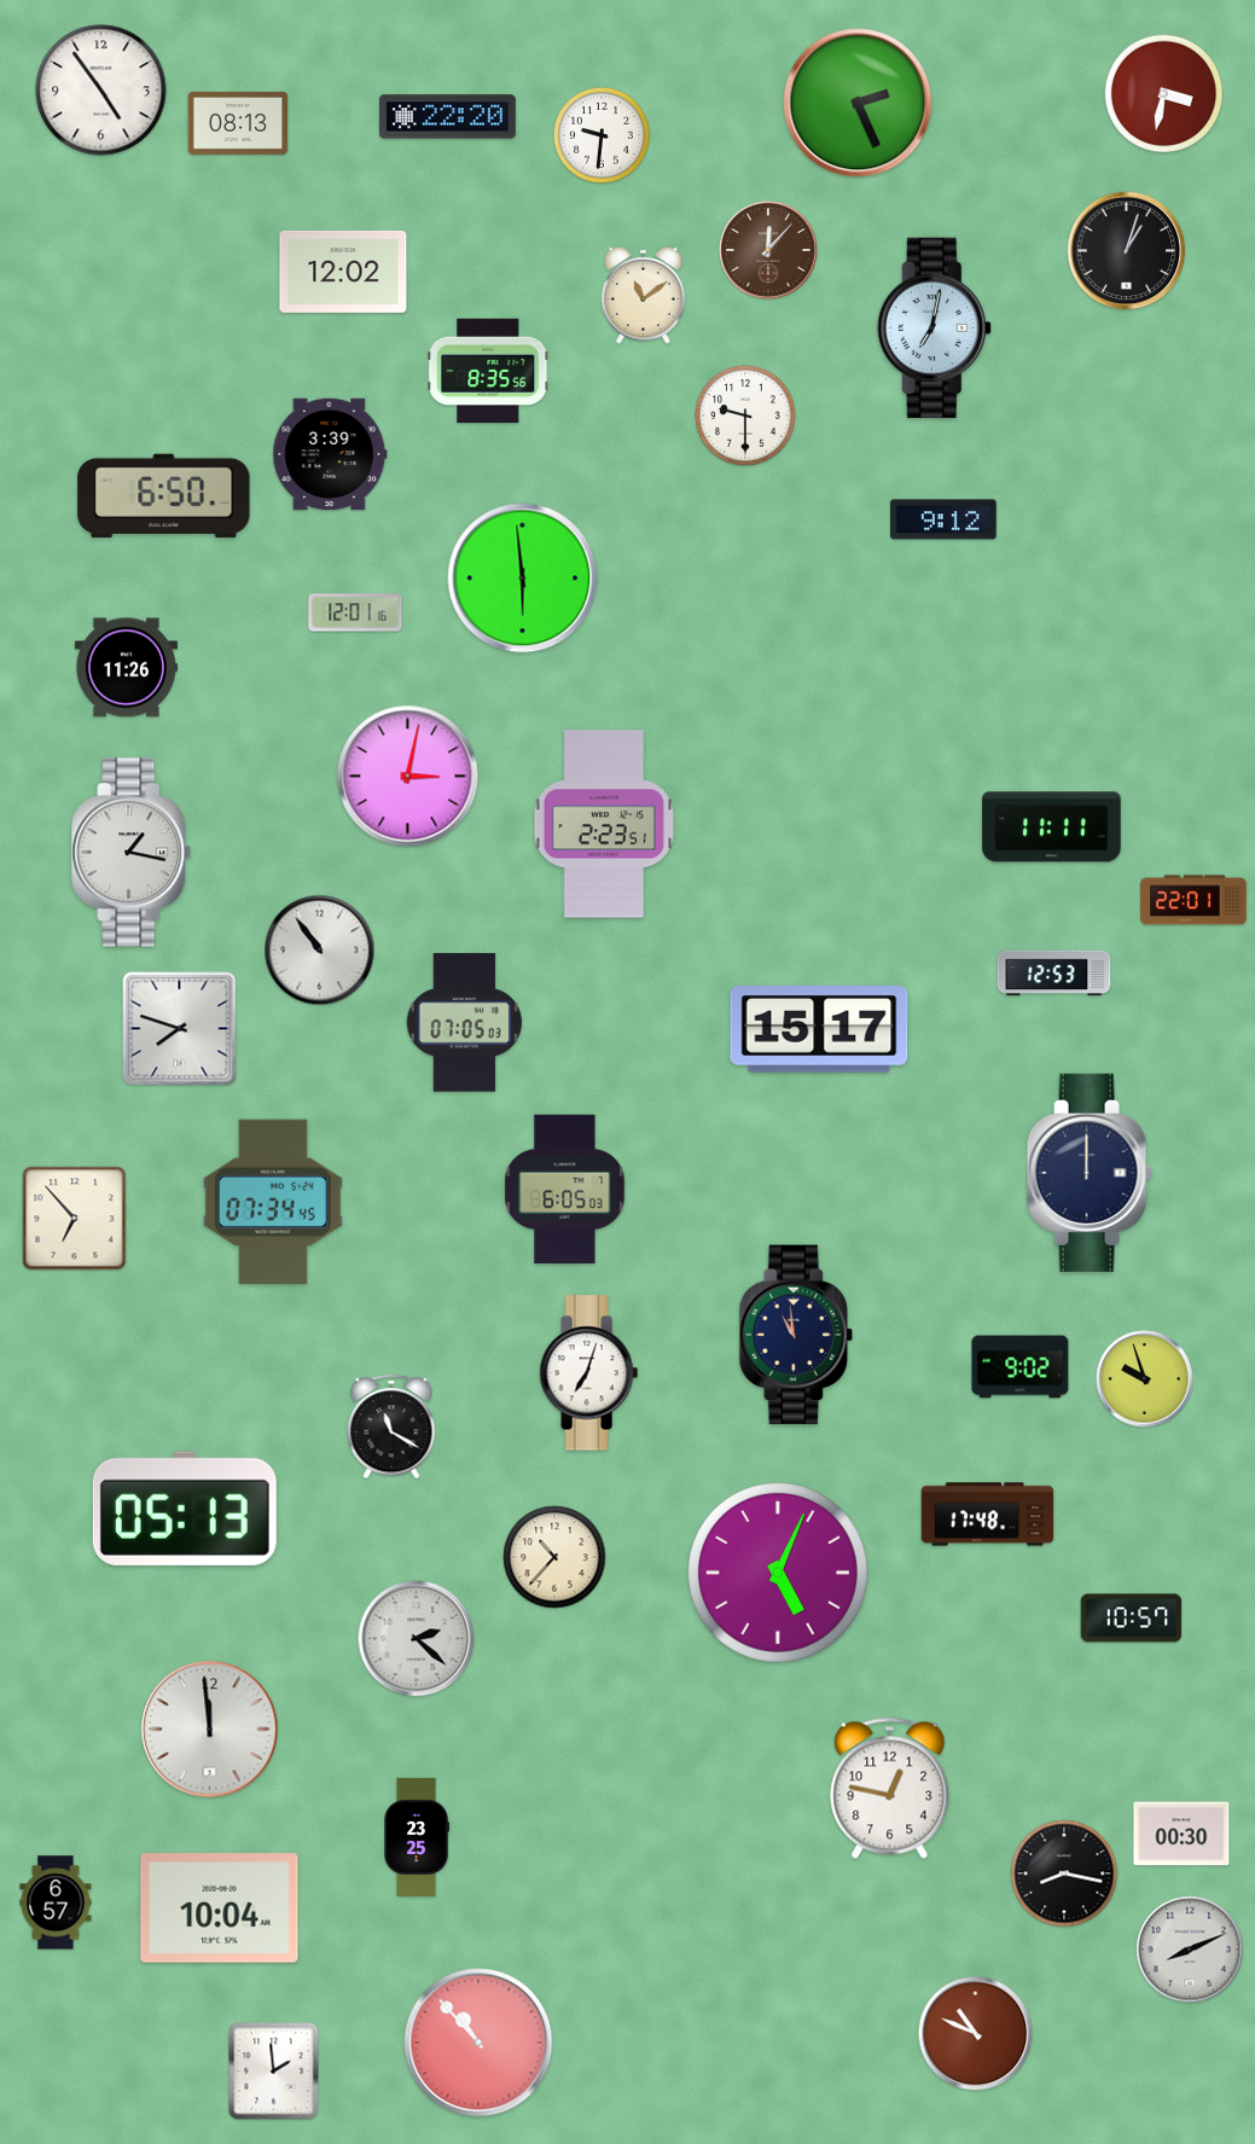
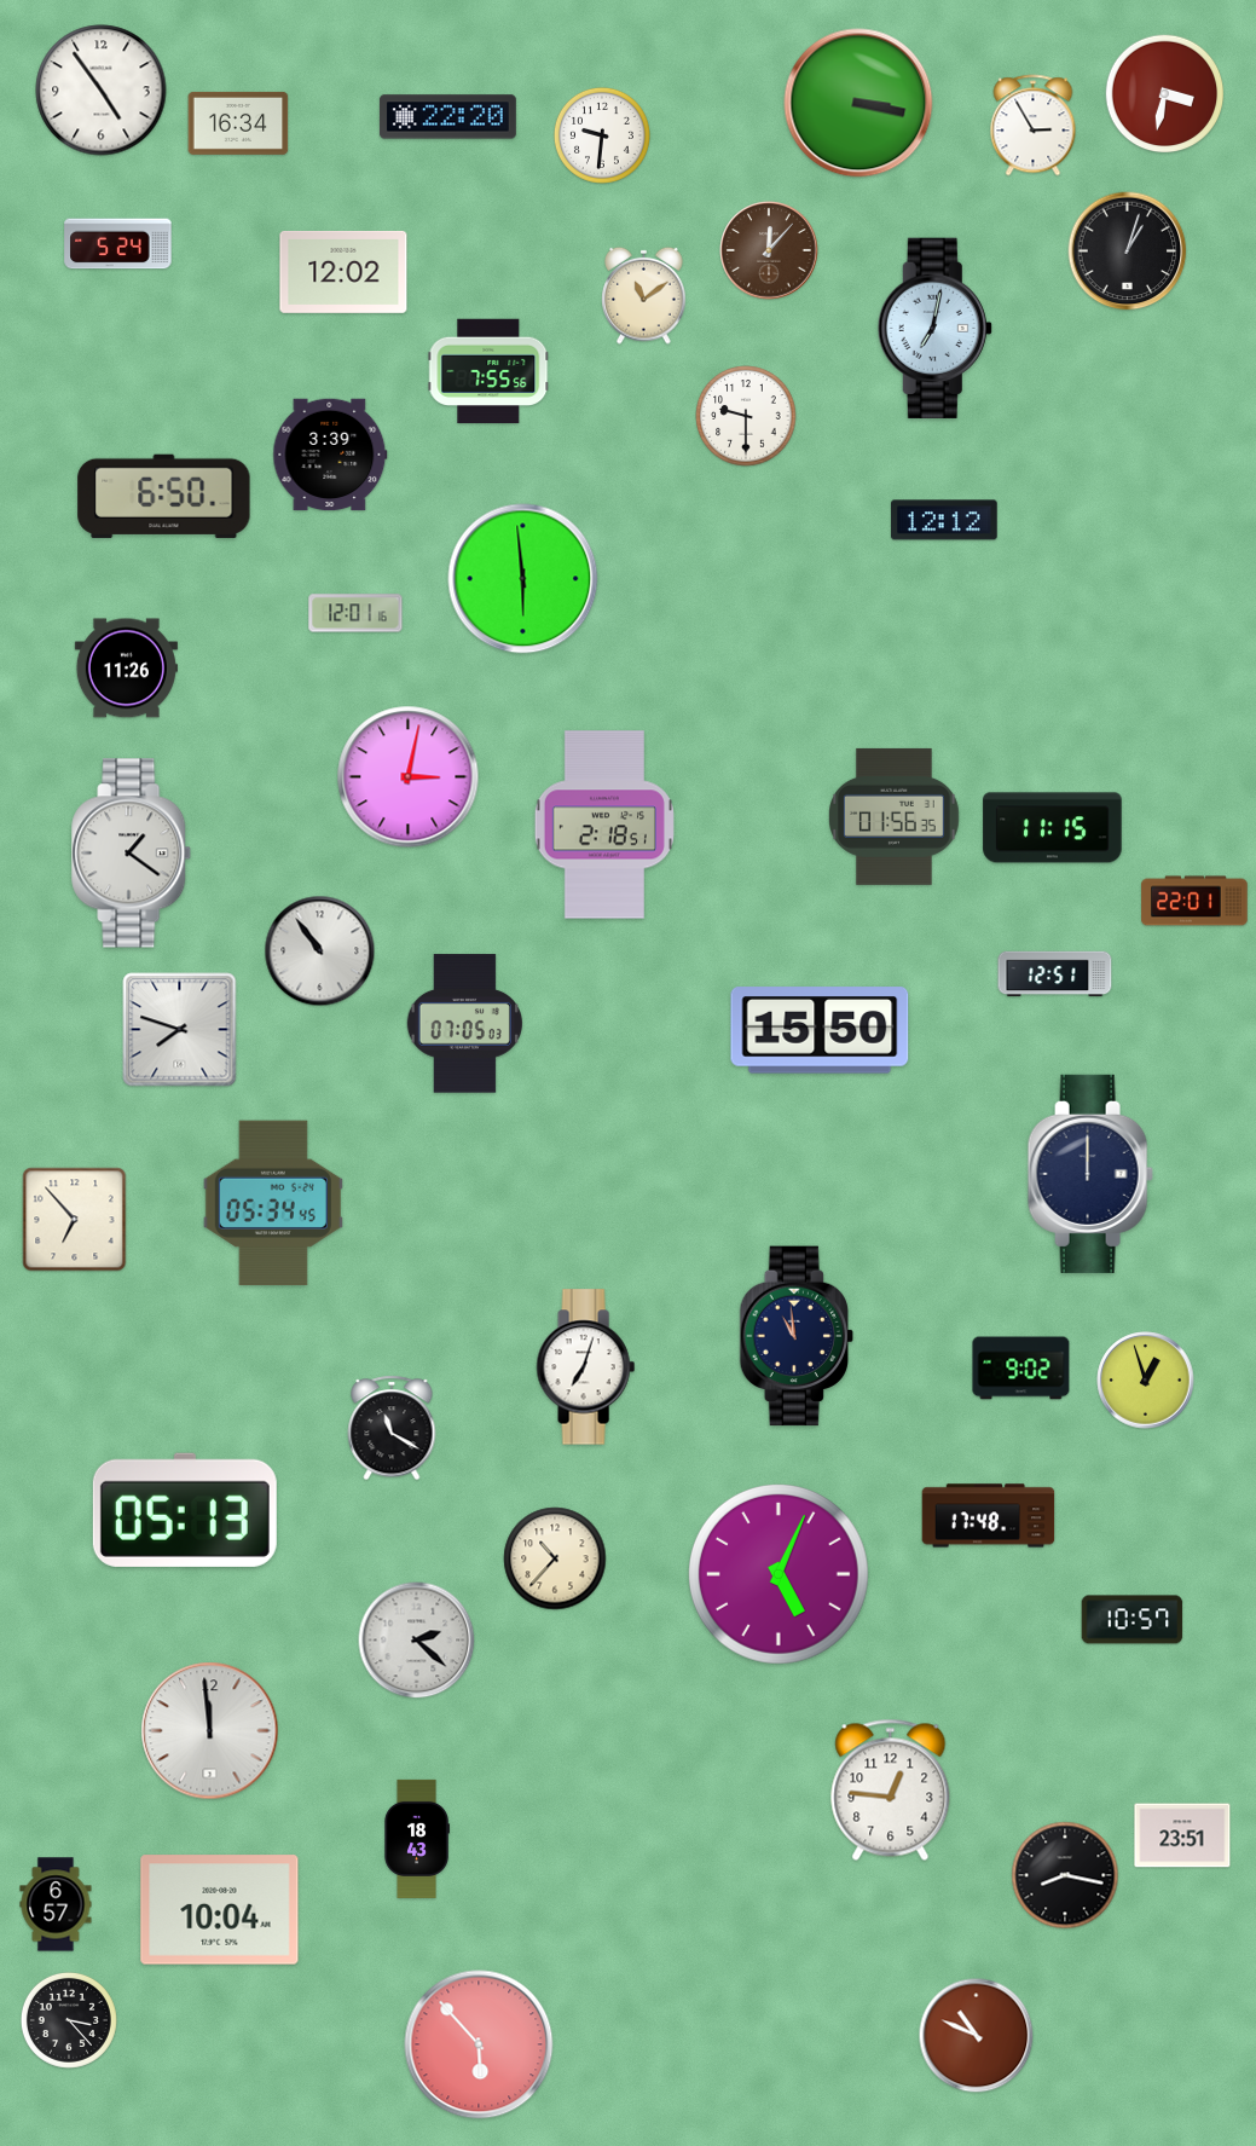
clock at (858, 103): 2:26 -> 3:17
clock at (238, 123): 08:13 -> 16:34
clock at (1034, 126): none -> 2:55
clock at (118, 244): none -> 5:24
clock at (488, 371): 8:35 -> 7:55
clock at (943, 519): 9:12 -> 12:12
clock at (895, 816): none -> 01:56
clock at (604, 824): 2:23 -> 2:18
clock at (1052, 827): 11:11 -> 11:15
clock at (132, 853): 1:17 -> 1:21
clock at (1054, 974): 12:53 -> 12:51
clock at (819, 1029): 15:17 -> 15:50
clock at (565, 1190): 6:05 -> none
clock at (273, 1201): 07:34 -> 05:34
clock at (588, 1373) position: (588, 1373) -> (585, 1367)
clock at (1145, 1379): 9:57 -> 12:57
clock at (890, 1788): 12:47 -> 12:46
clock at (1181, 1834): 00:30 -> 23:51
clock at (417, 1837): 23:25 -> 18:43
clock at (1190, 1950): 8:11 -> none
clock at (69, 2020): none -> 3:23
clock at (478, 2043): 10:53 -> 5:53
clock at (274, 2072): 1:59 -> none
